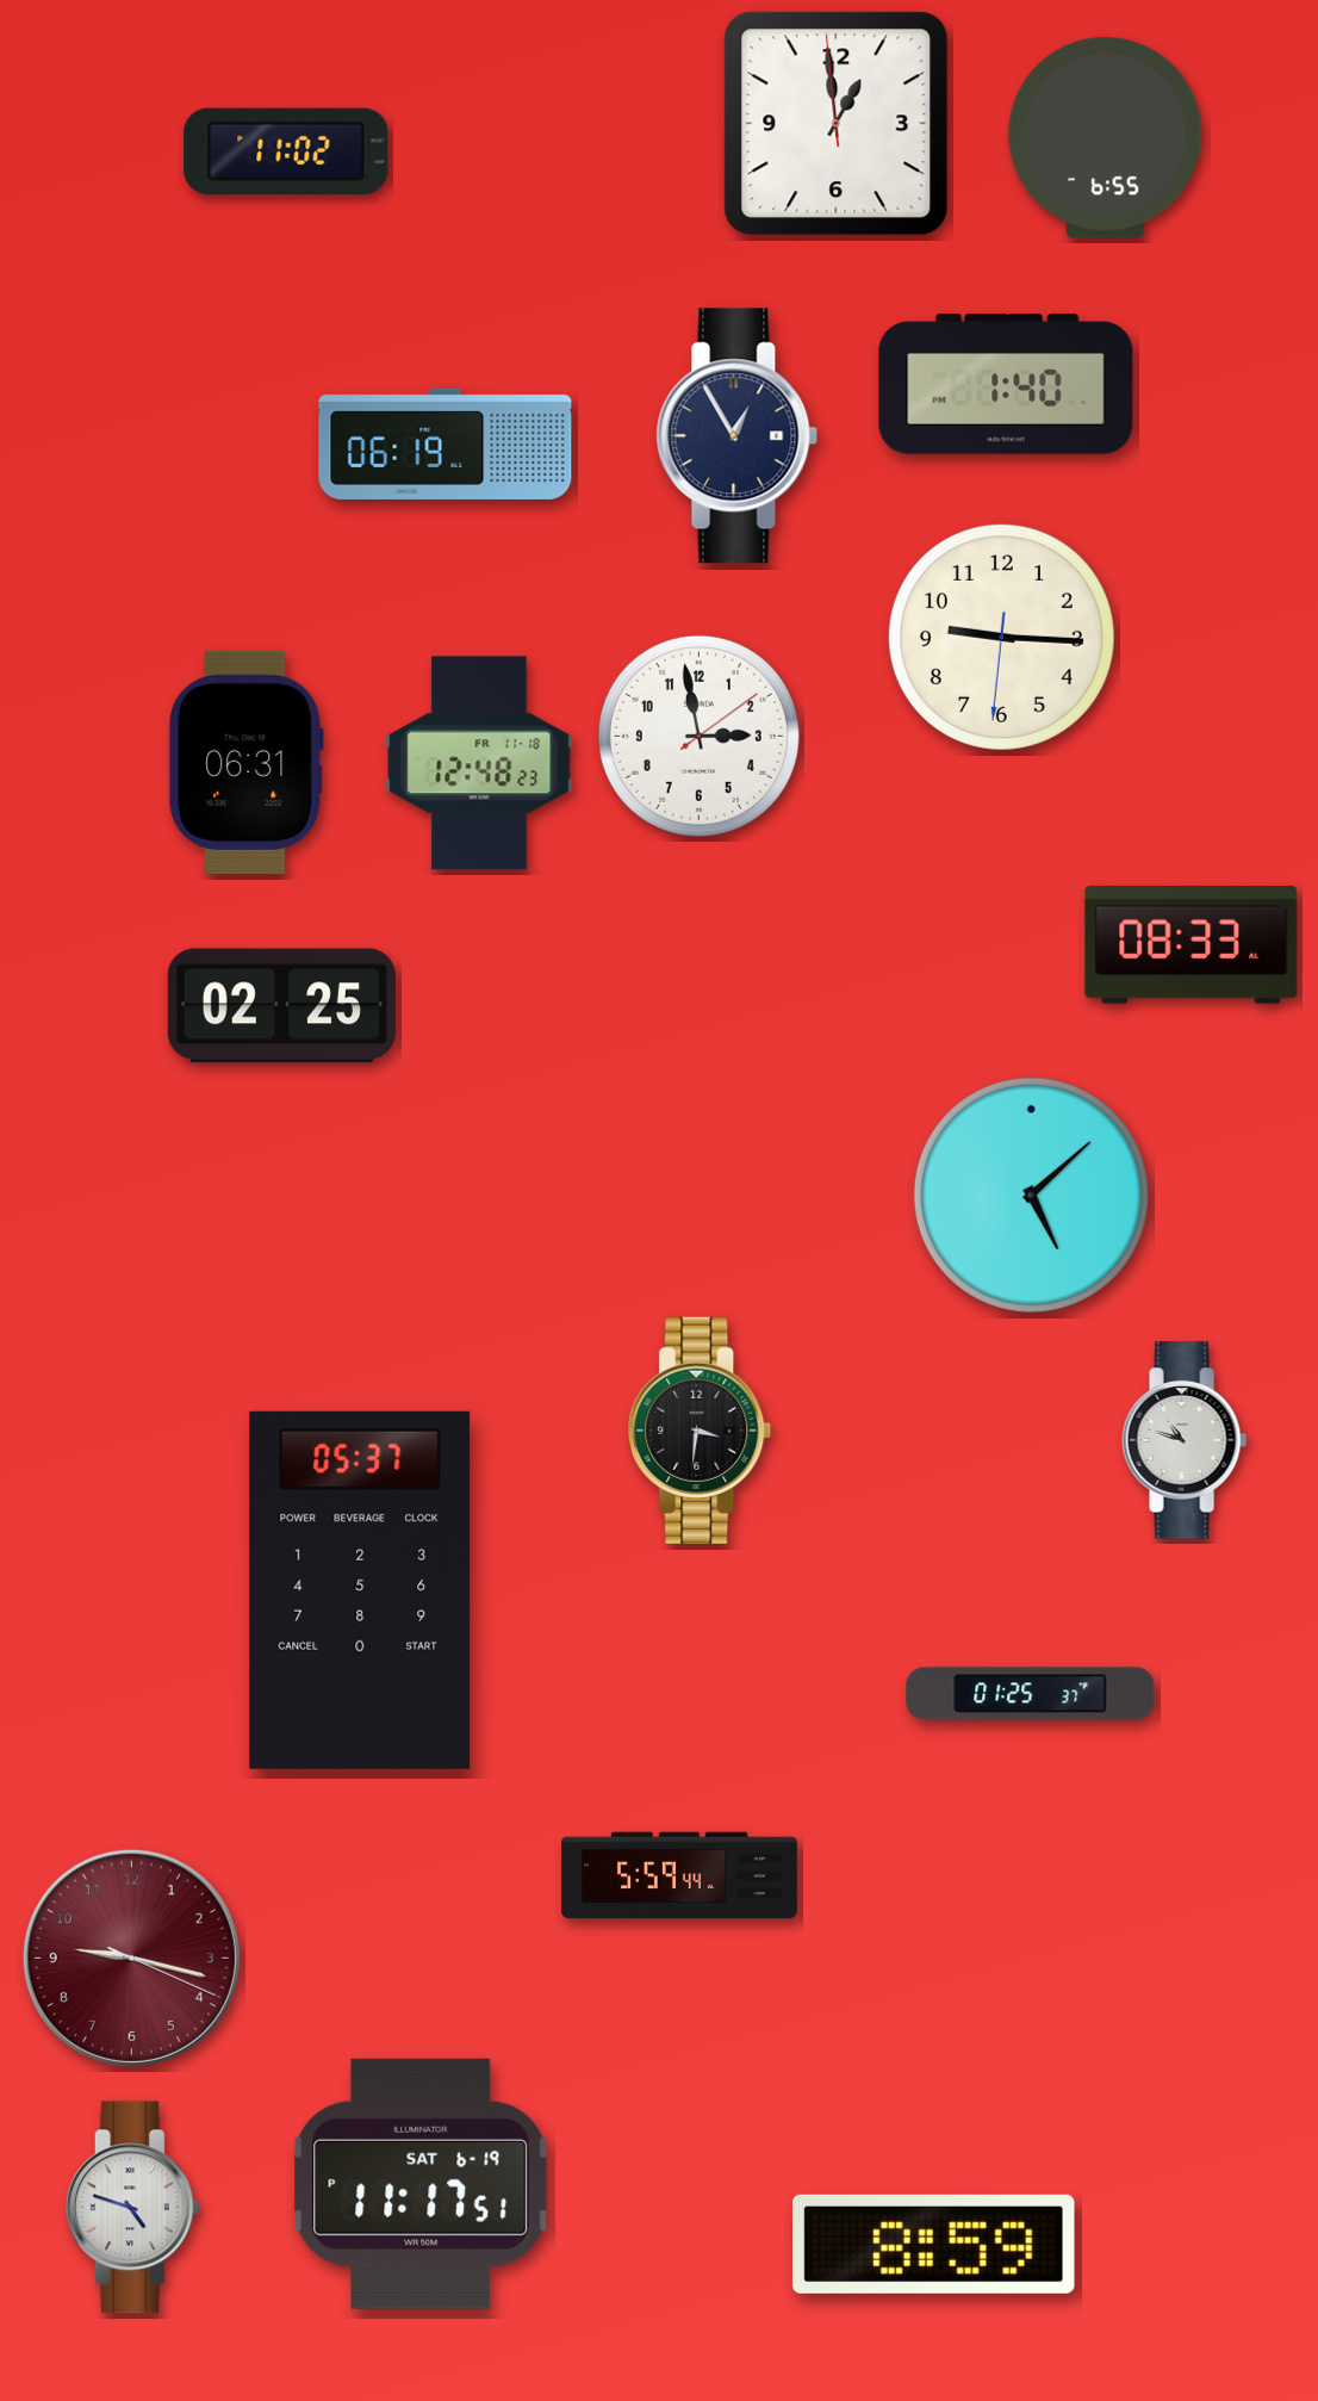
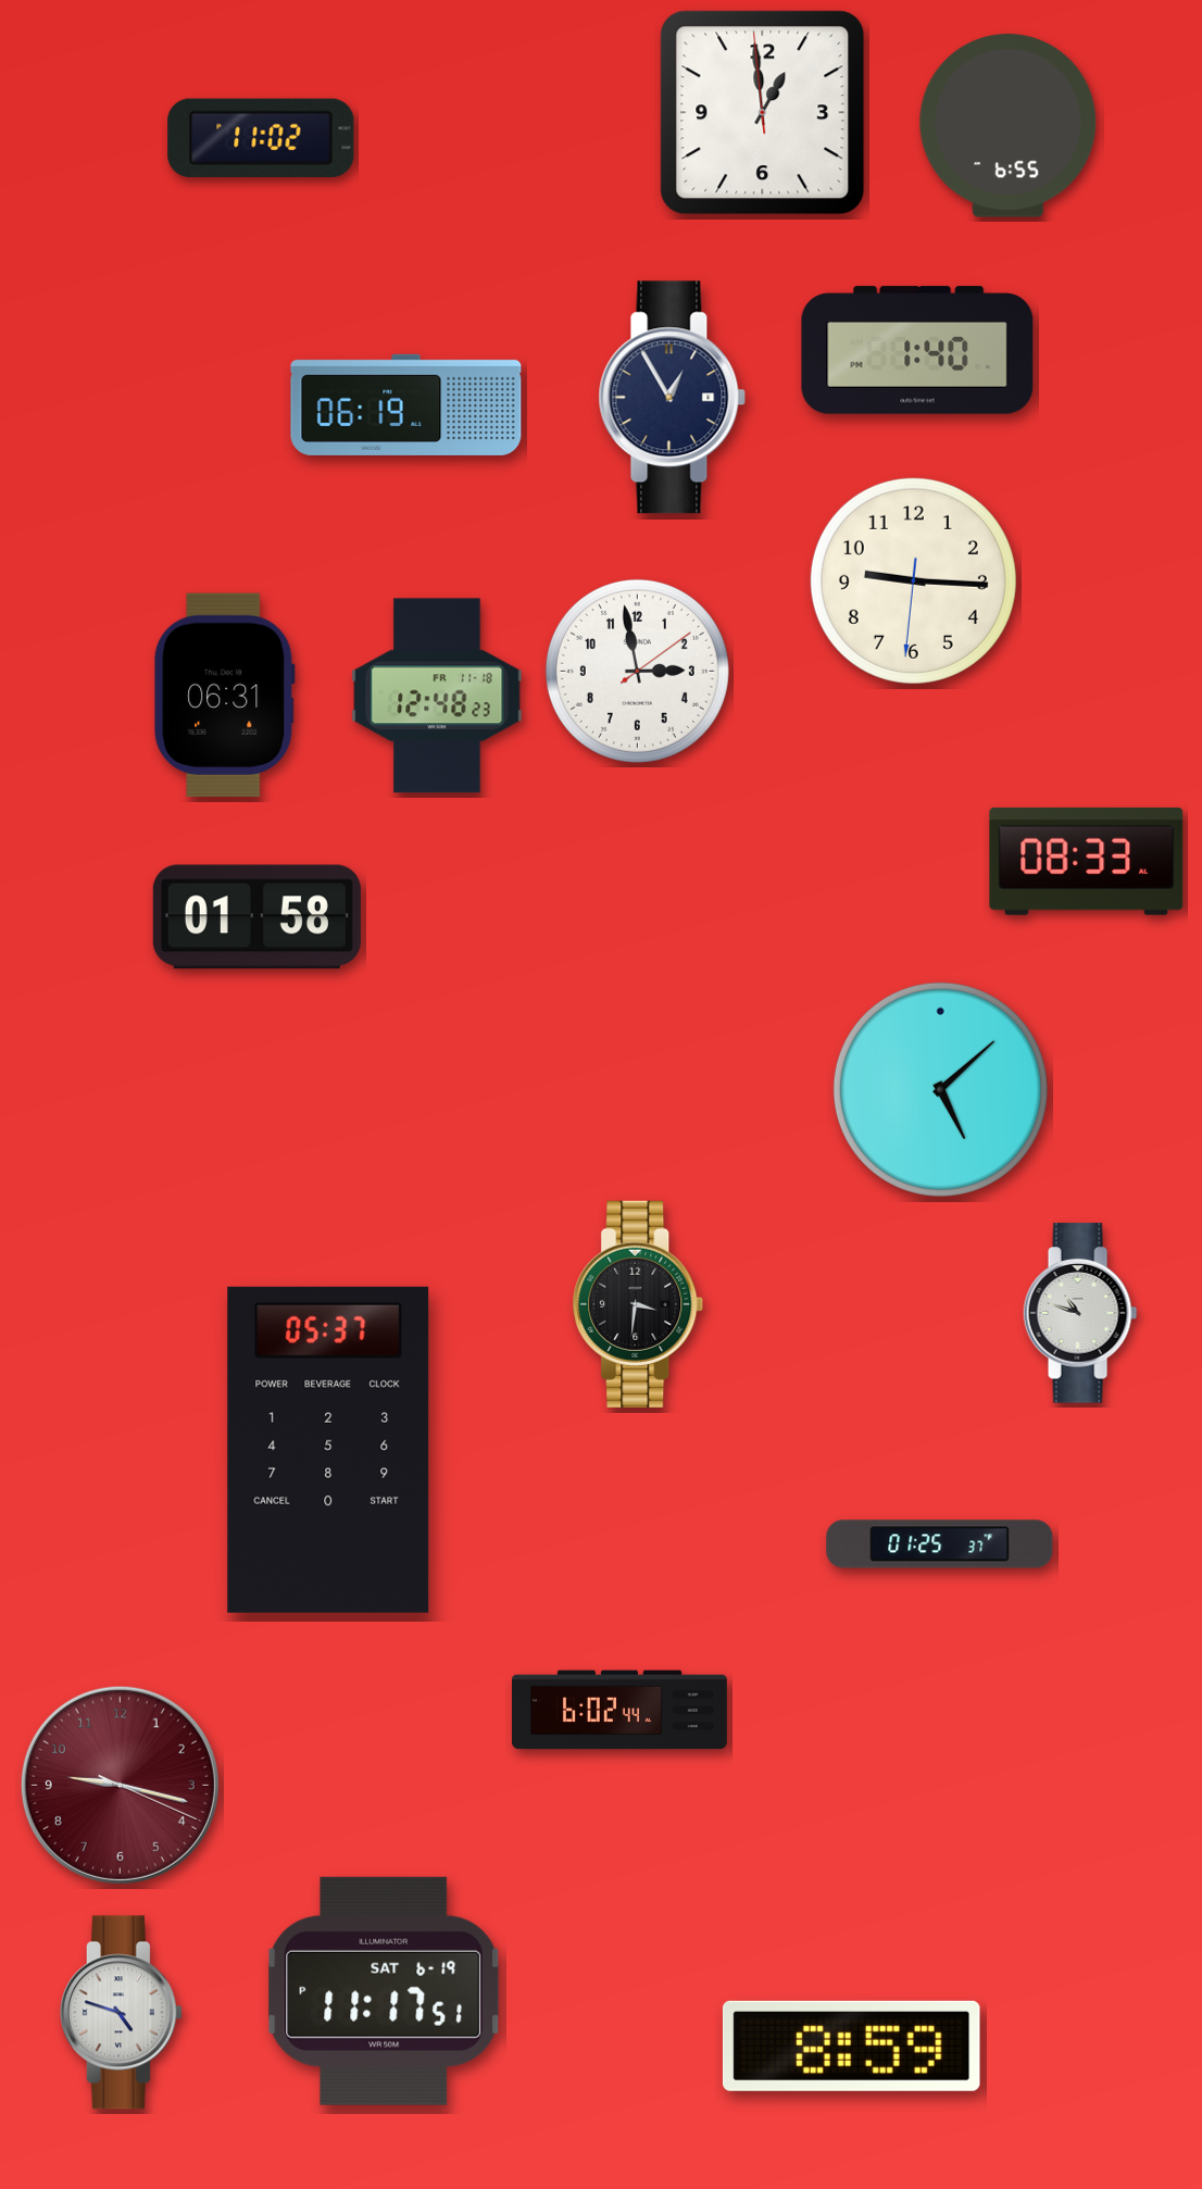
clock at (281, 1006): 02:25 -> 01:58
clock at (680, 1875): 5:59 -> 6:02
